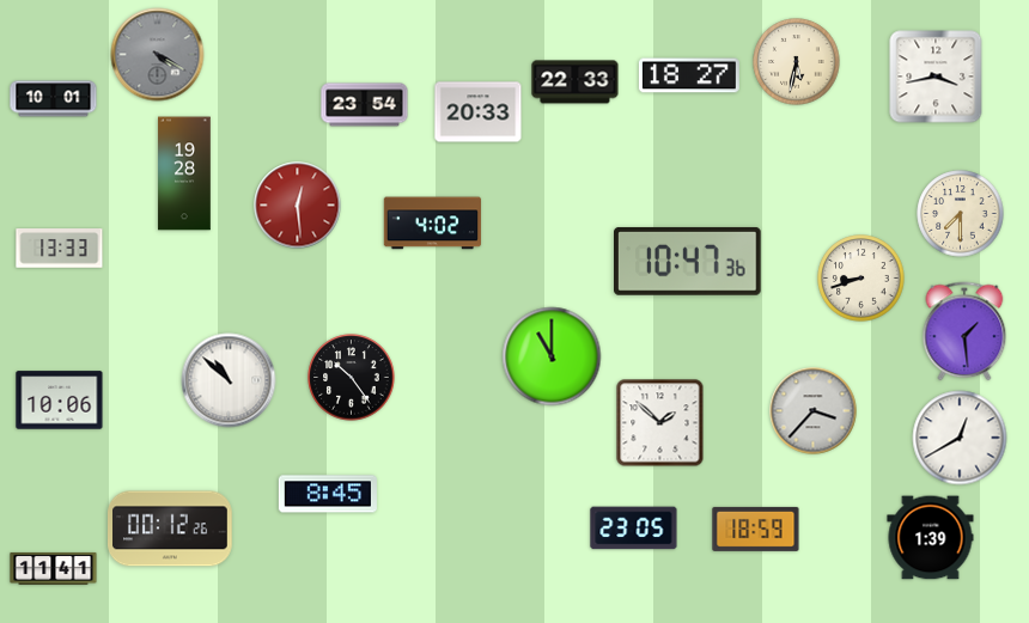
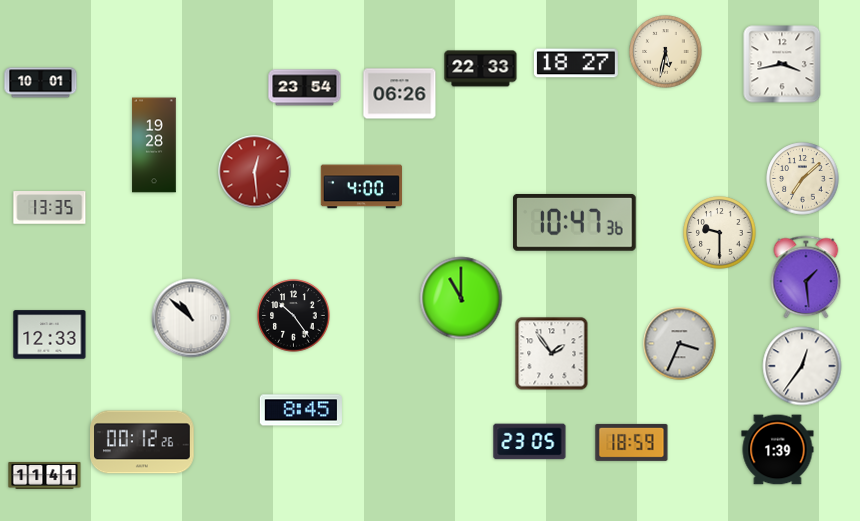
clock at (158, 55): 4:20 -> none
clock at (54, 99) position: (54, 99) -> (41, 83)
clock at (479, 112): 20:33 -> 06:26
clock at (298, 206) position: (298, 206) -> (255, 172)
clock at (961, 214): 7:30 -> 7:08
clock at (432, 224): 4:02 -> 4:00
clock at (60, 249): 13:33 -> 13:35
clock at (688, 261) position: (688, 261) -> (575, 222)
clock at (861, 279): 8:42 -> 9:30
clock at (60, 401): 10:06 -> 12:33
clock at (814, 411): 3:37 -> 3:34
clock at (660, 423): 1:52 -> 1:54
clock at (960, 438): 12:40 -> 12:36
clock at (328, 494) position: (328, 494) -> (301, 410)
